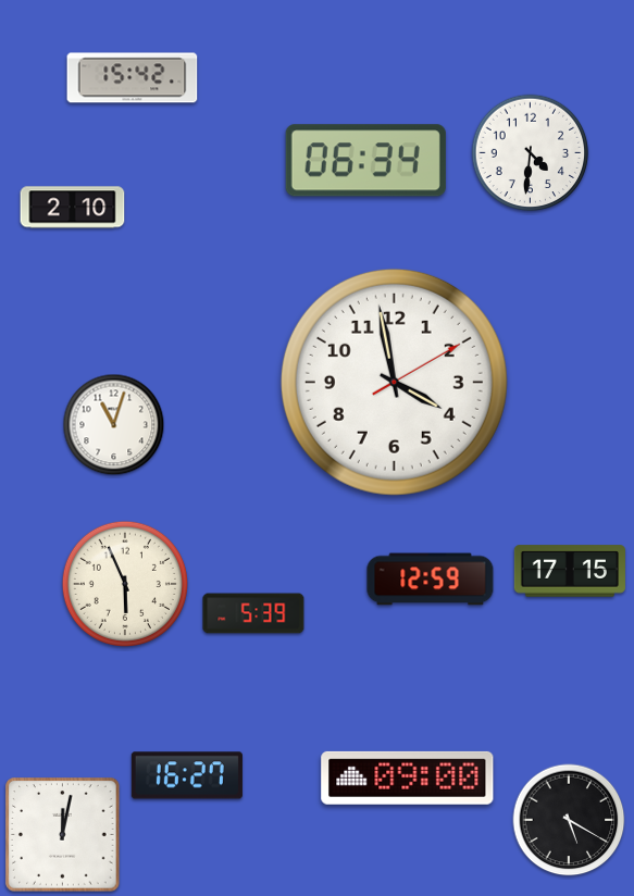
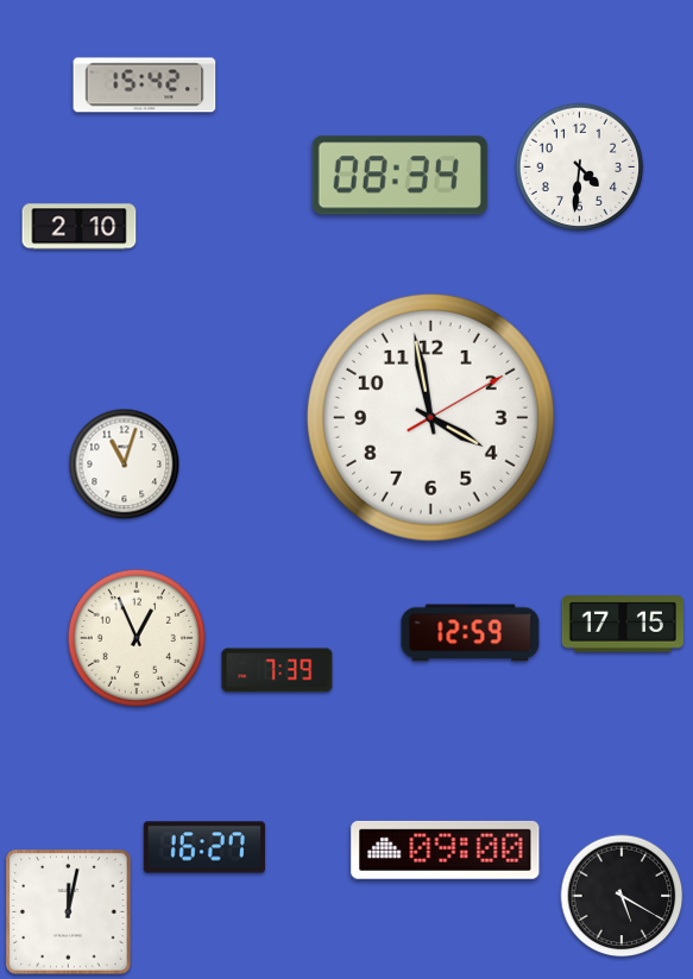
clock at (365, 161): 06:34 -> 08:34
clock at (125, 584): 5:56 -> 12:56
clock at (253, 613): 5:39 -> 7:39
